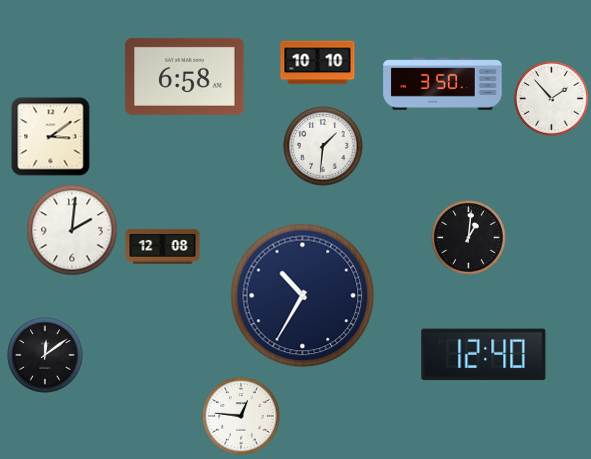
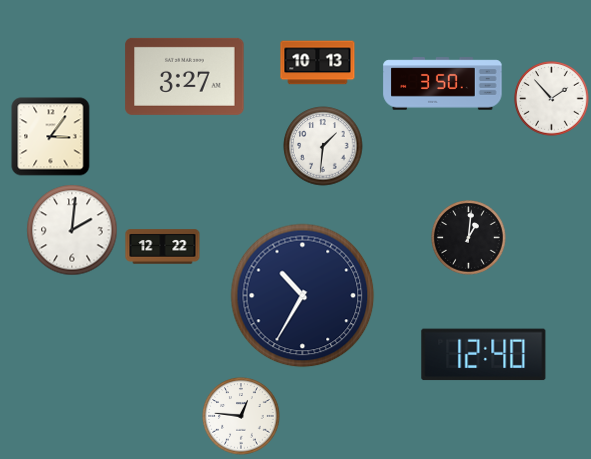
clock at (318, 63): 10:10 -> 10:13
clock at (185, 76): 6:58 -> 3:27
clock at (51, 137): 3:09 -> 3:06
clock at (163, 247): 12:08 -> 12:22
clock at (45, 355): 12:09 -> none
